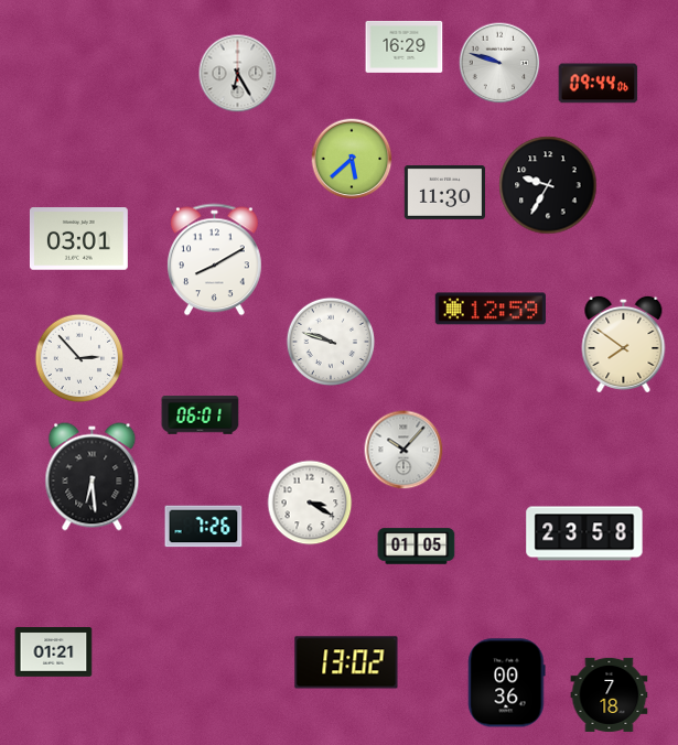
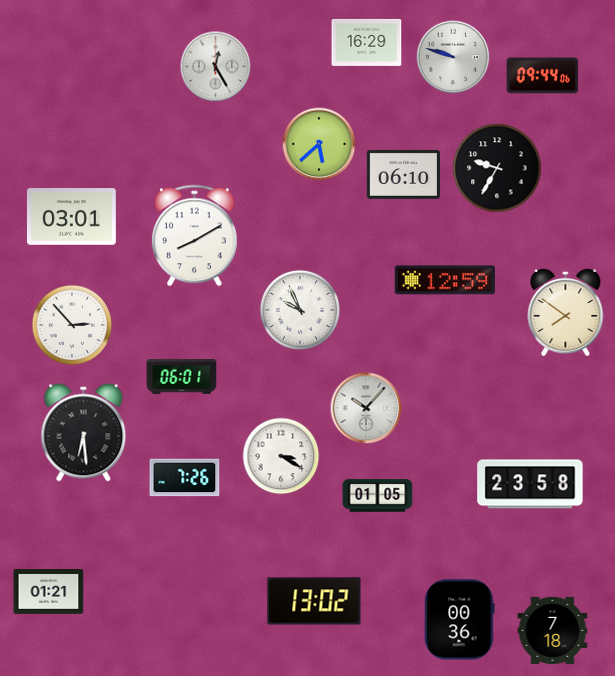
clock at (238, 74): 6:25 -> 12:25
clock at (444, 192): 11:30 -> 06:10
clock at (331, 342): 9:48 -> 9:56
